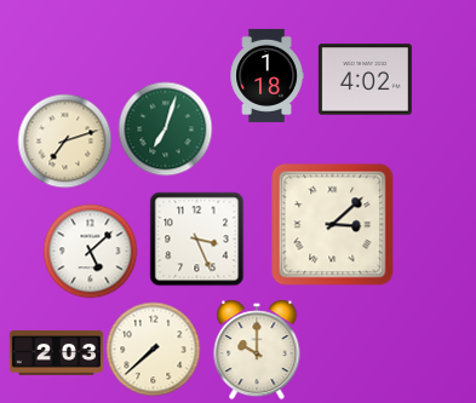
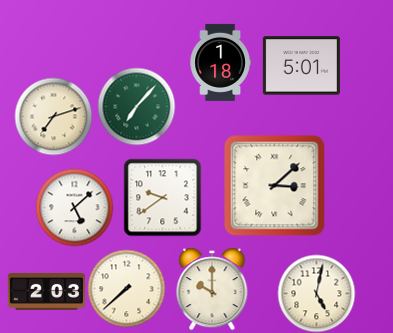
clock at (365, 80): 4:02 -> 5:01
clock at (165, 128): 7:03 -> 7:07
clock at (196, 238): 3:26 -> 9:39
clock at (316, 293): none -> 5:02
